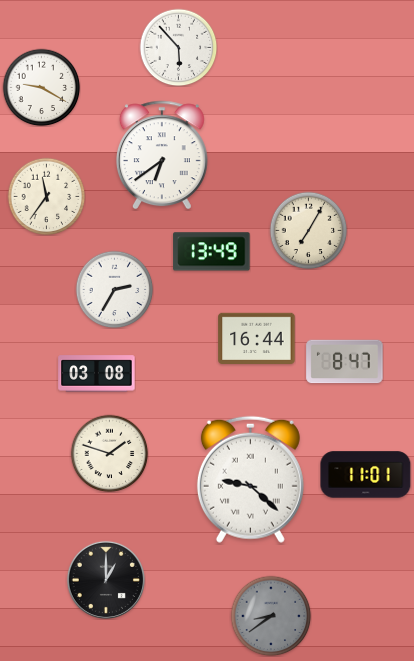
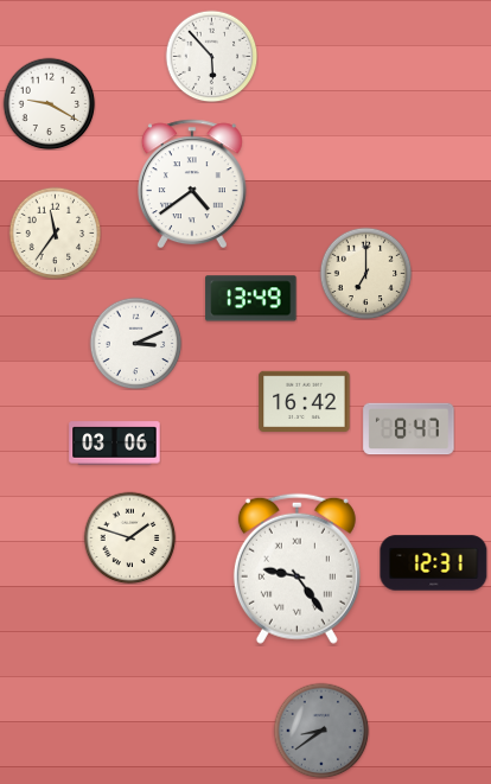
clock at (162, 155): 6:39 -> 4:39
clock at (308, 230): 7:05 -> 7:00
clock at (114, 289): 2:35 -> 3:11
clock at (257, 338): 16:44 -> 16:42
clock at (97, 374): 03:08 -> 03:06
clock at (366, 475): 11:01 -> 12:31
clock at (250, 479): 9:22 -> 9:24
clock at (106, 580): 1:00 -> none
